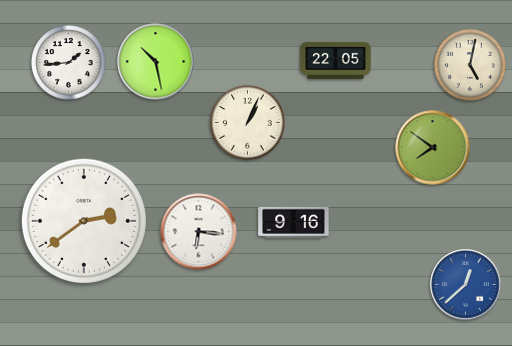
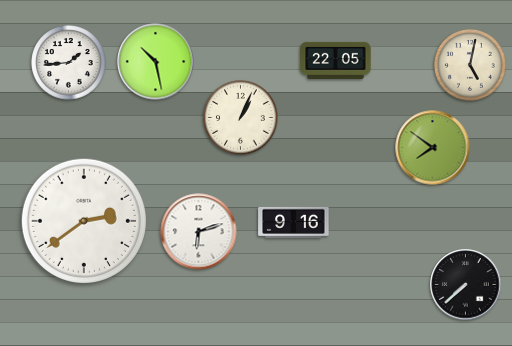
clock at (248, 123) position: (248, 123) -> (241, 118)
clock at (199, 232): 6:16 -> 6:12
clock at (466, 285): 12:38 -> 7:38
clock at (466, 285) dial: blue -> black
